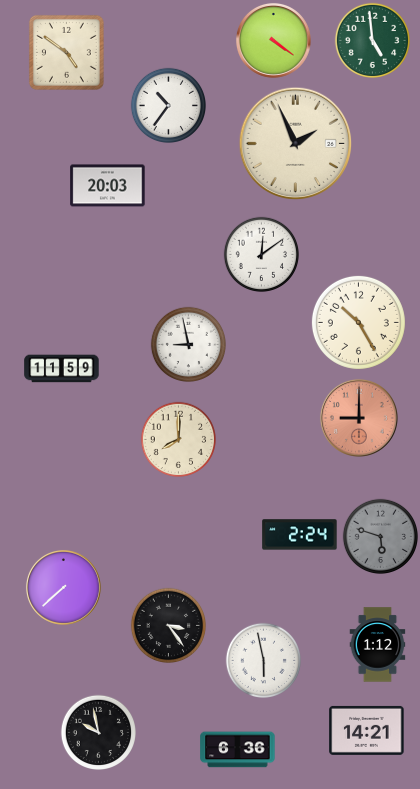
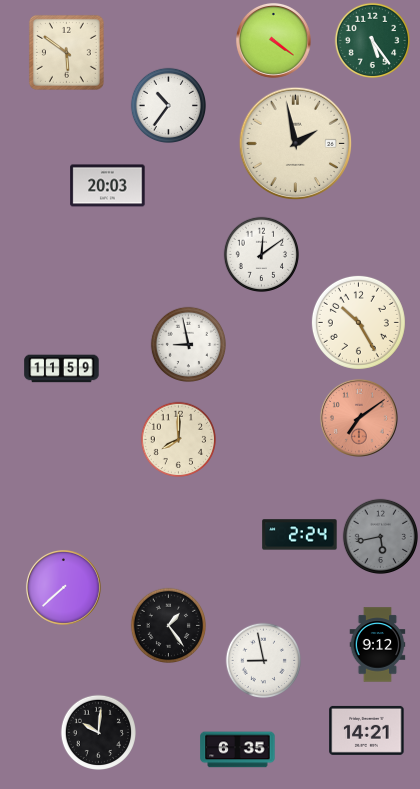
clock at (372, 40): 4:59 -> 5:24
clock at (66, 52): 4:51 -> 5:51
clock at (296, 144): 1:56 -> 1:58
clock at (359, 418): 9:00 -> 7:09
clock at (380, 536): 5:48 -> 5:43
clock at (168, 625): 3:24 -> 1:24
clock at (378, 645): 1:12 -> 9:12
clock at (263, 660): 5:58 -> 8:58
clock at (98, 732): 9:58 -> 10:01
clock at (238, 750): 6:36 -> 6:35
